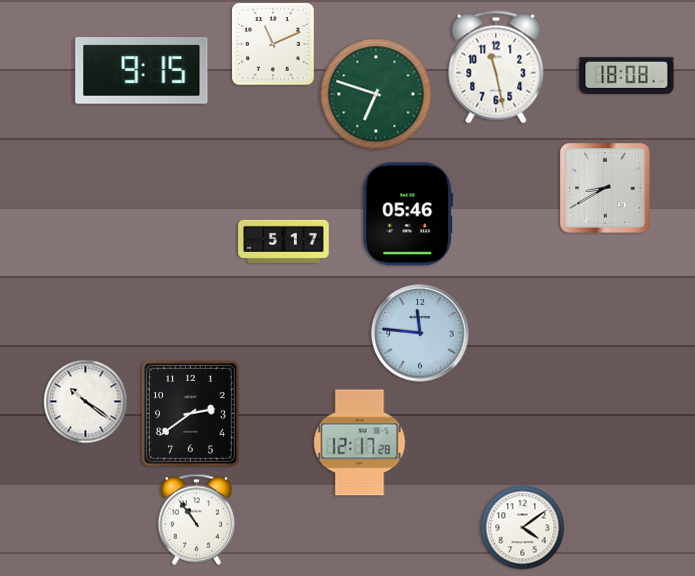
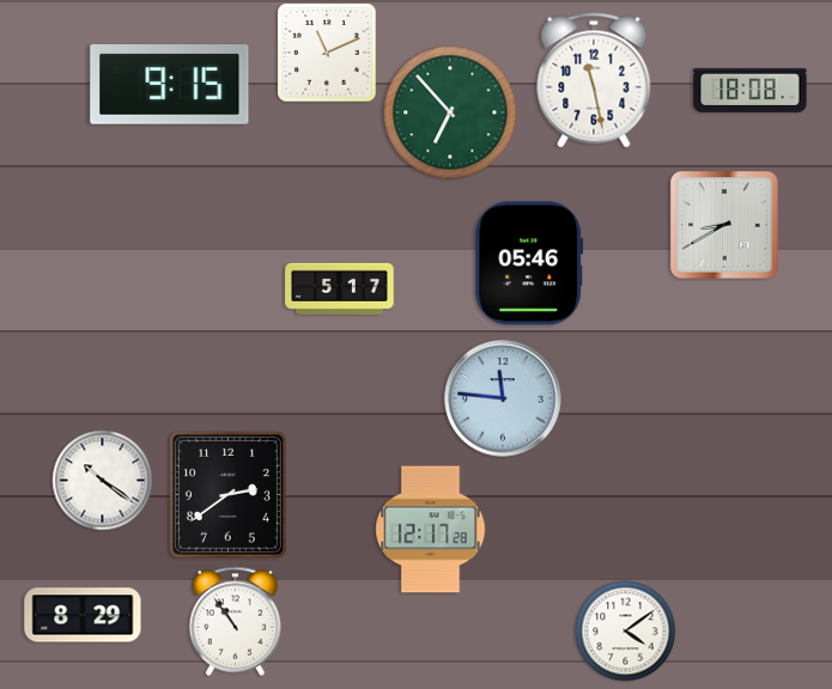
clock at (376, 94): 6:48 -> 6:53
clock at (408, 214) position: (408, 214) -> (529, 263)
clock at (83, 615): none -> 8:29
